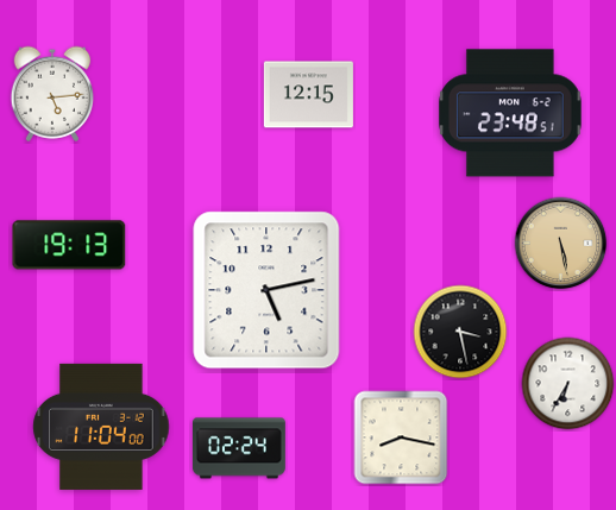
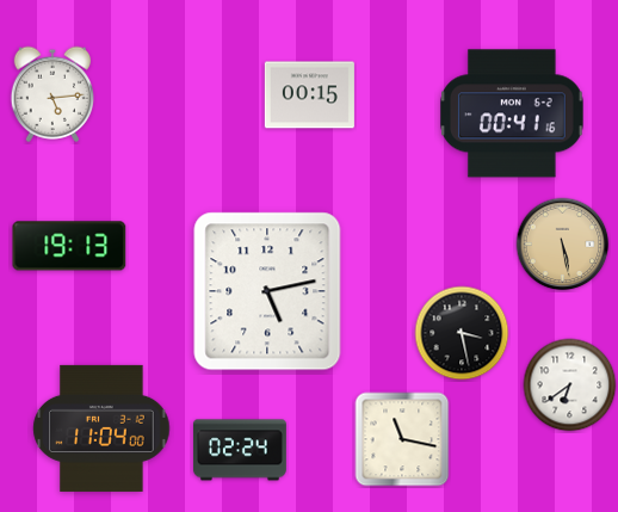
clock at (308, 95): 12:15 -> 00:15
clock at (511, 113): 23:48 -> 00:41
clock at (568, 384): 6:35 -> 6:39
clock at (401, 437): 8:17 -> 11:17
